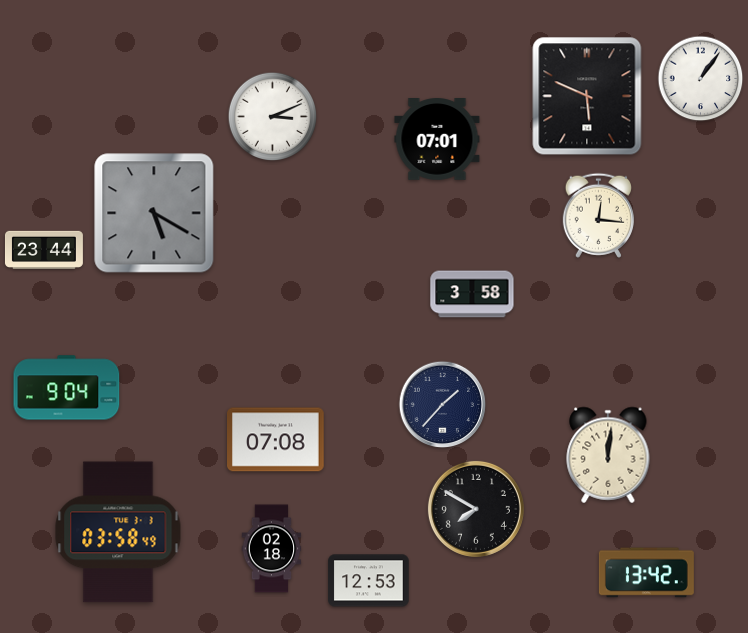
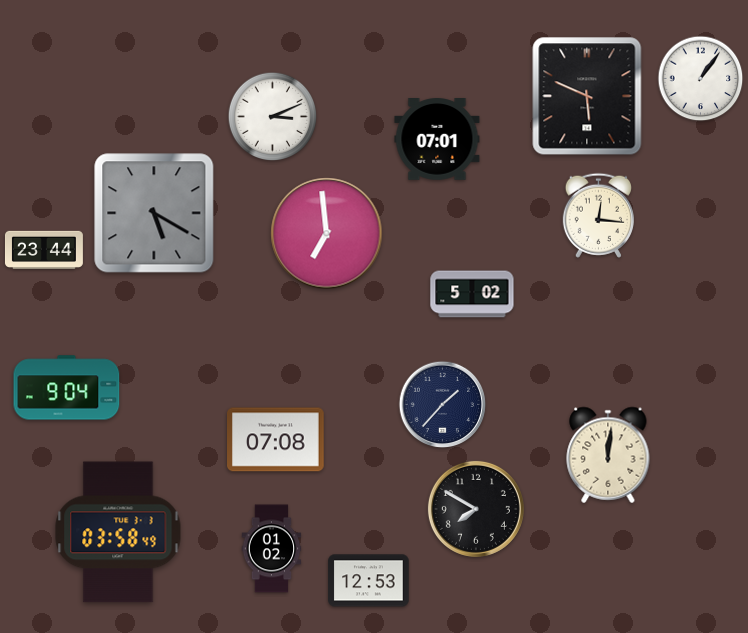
clock at (327, 234): none -> 6:59
clock at (472, 294): 3:58 -> 5:02
clock at (272, 549): 02:18 -> 01:02
clock at (646, 573): 13:42 -> none
